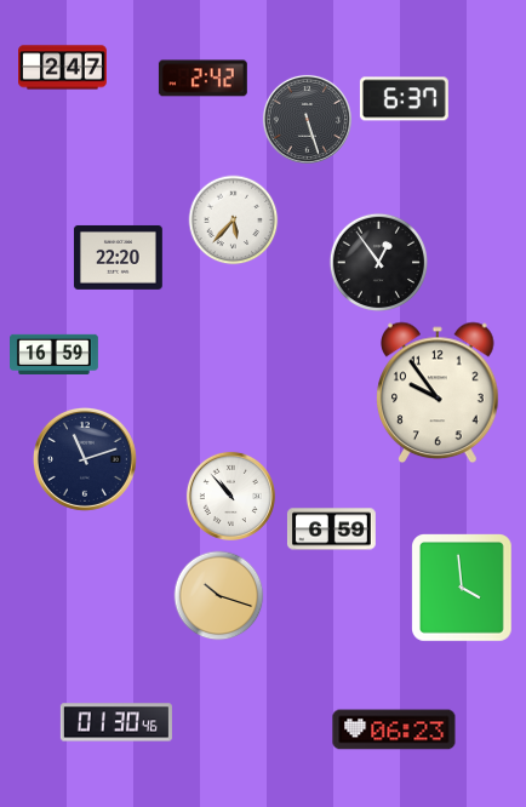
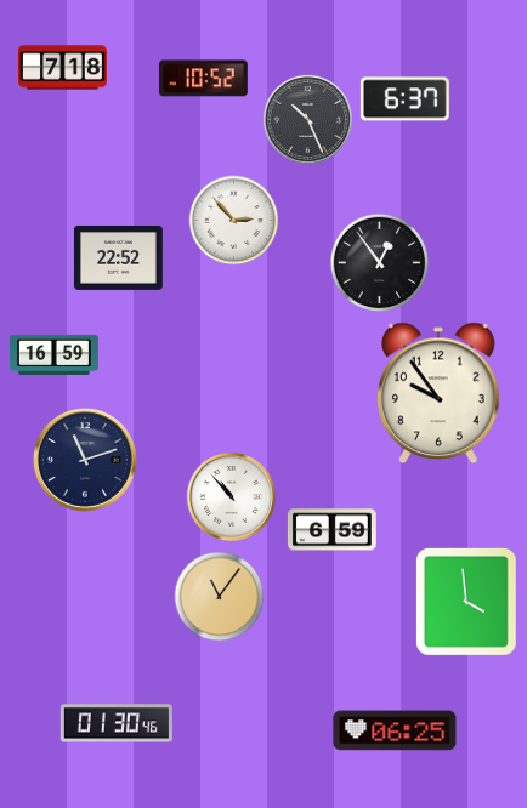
clock at (63, 68): 2:47 -> 7:18
clock at (202, 79): 2:42 -> 10:52
clock at (307, 119): 5:27 -> 10:26
clock at (234, 221): 5:37 -> 2:53
clock at (118, 257): 22:20 -> 22:52
clock at (463, 589) position: (463, 589) -> (467, 603)
clock at (219, 596): 10:18 -> 11:06
clock at (394, 729): 06:23 -> 06:25
